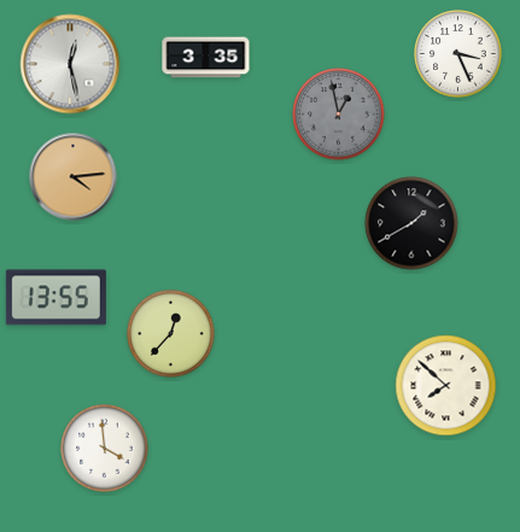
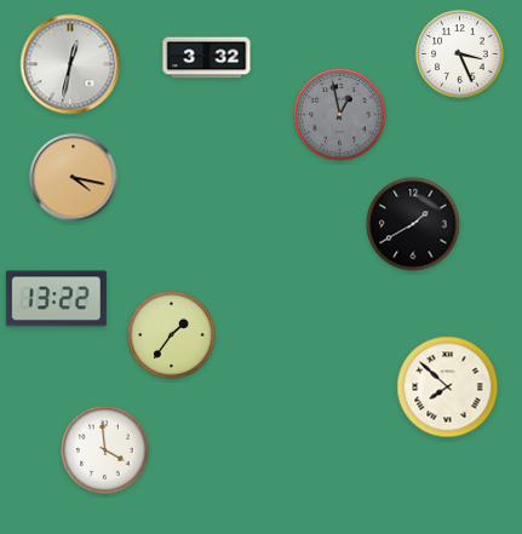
clock at (206, 58): 3:35 -> 3:32
clock at (70, 64): 12:28 -> 12:32
clock at (74, 177): 4:14 -> 4:17
clock at (55, 298): 13:55 -> 13:22
clock at (171, 334): 12:37 -> 1:36
